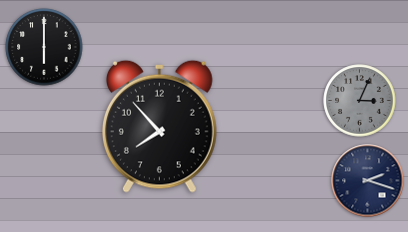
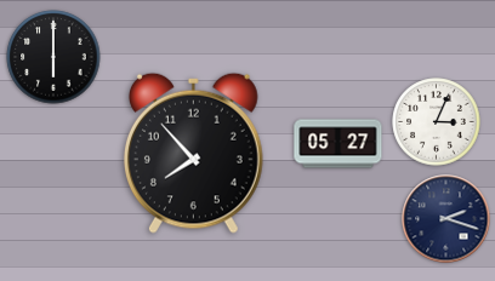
clock at (360, 101) dial: grey -> white
clock at (338, 144): none -> 05:27
